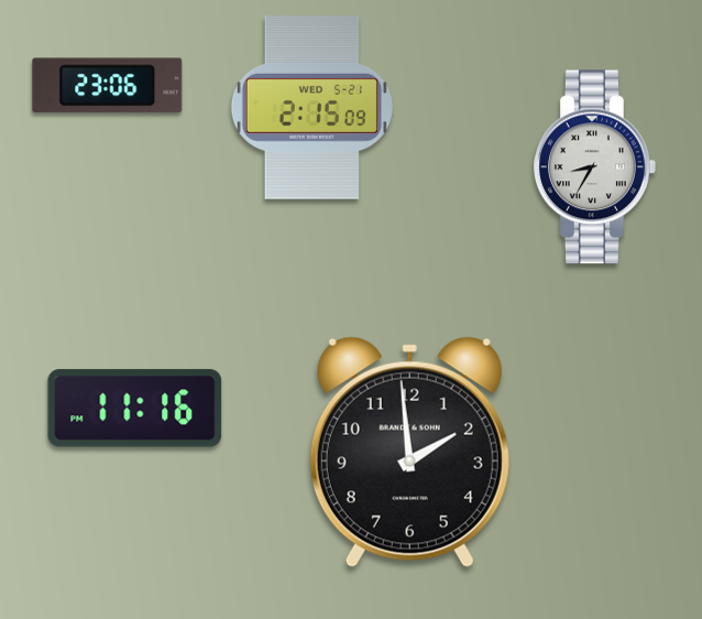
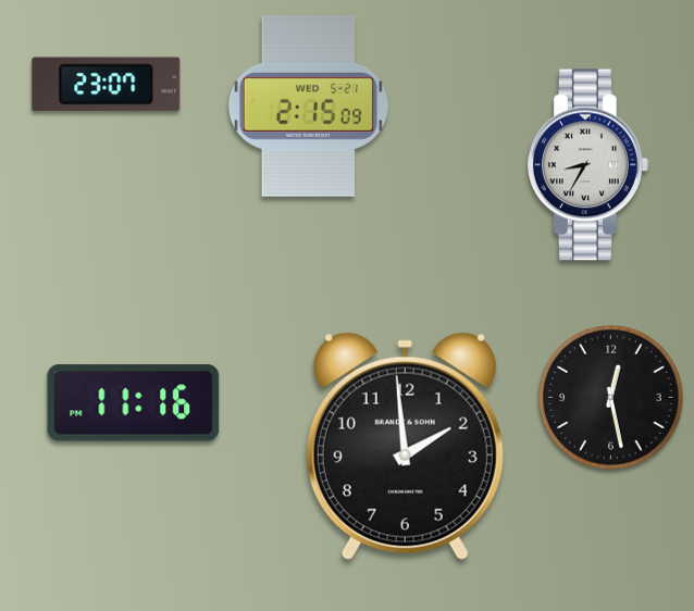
clock at (108, 86): 23:06 -> 23:07
clock at (611, 398): none -> 12:28
